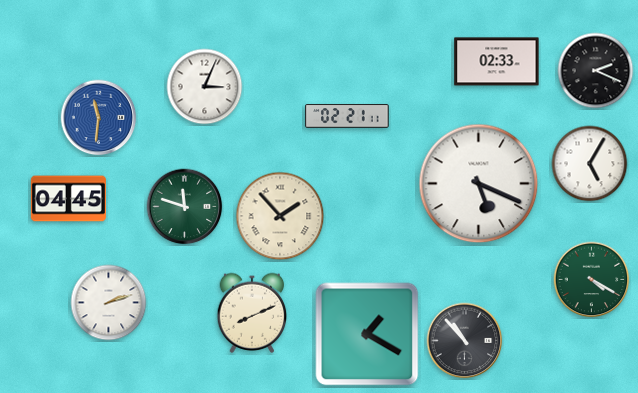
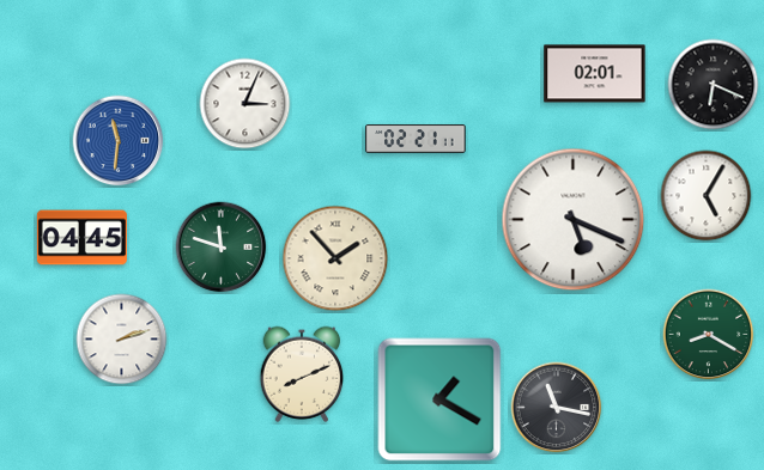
clock at (497, 62): 02:33 -> 02:01
clock at (596, 71): 2:19 -> 6:19
clock at (592, 280): 4:20 -> 8:20
clock at (109, 303) position: (109, 303) -> (122, 340)
clock at (465, 341): 10:53 -> 11:17
